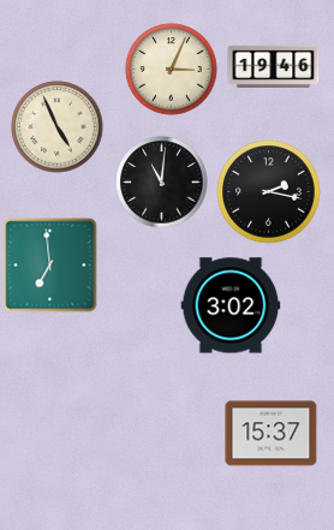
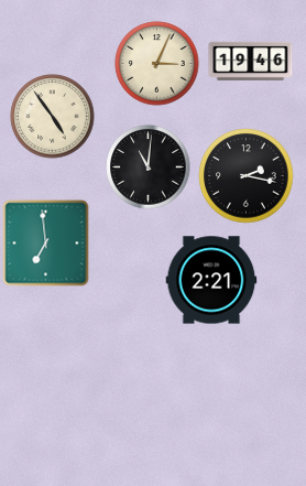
clock at (58, 127): 4:56 -> 4:54
clock at (231, 305): 3:02 -> 2:21
clock at (272, 434): 15:37 -> none
